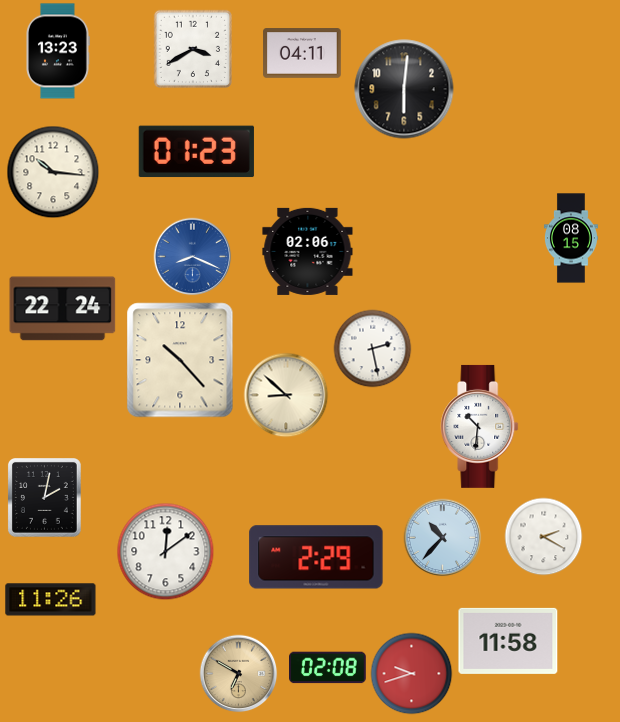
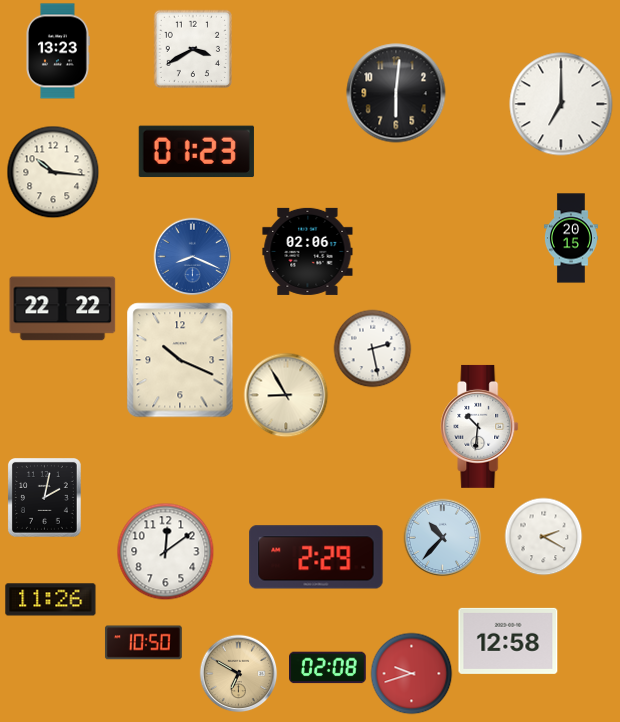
clock at (302, 53): 04:11 -> none
clock at (404, 89) position: (404, 89) -> (396, 93)
clock at (561, 104): none -> 7:00
clock at (571, 238): 08:15 -> 20:15
clock at (63, 309): 22:24 -> 22:22
clock at (180, 360): 10:23 -> 10:19
clock at (286, 395): 8:52 -> 8:55
clock at (508, 641): 11:58 -> 12:58
clock at (143, 643): none -> 10:50
